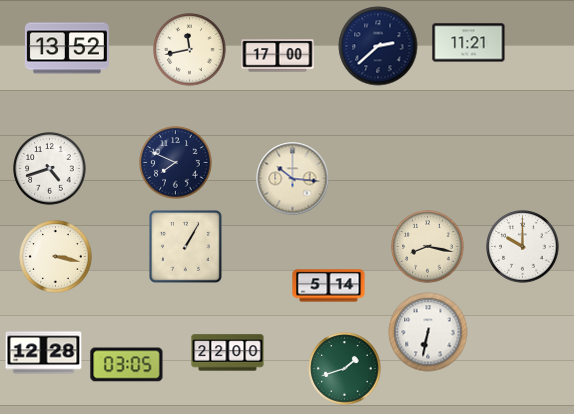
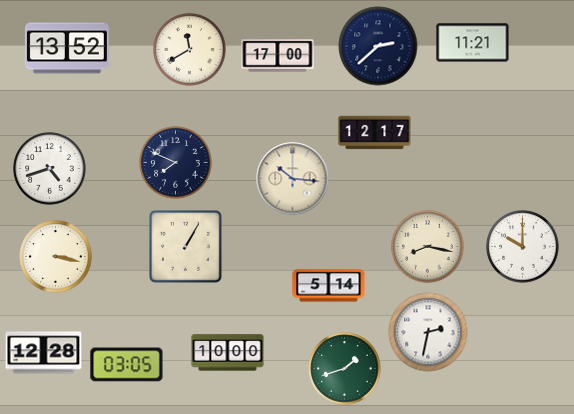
clock at (469, 43) position: (469, 43) -> (473, 43)
clock at (190, 50): 11:43 -> 11:40
clock at (375, 133): none -> 12:17
clock at (428, 332): 6:32 -> 2:32
clock at (228, 353): 22:00 -> 10:00
